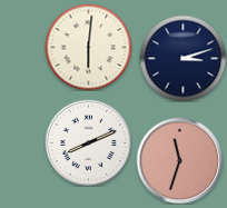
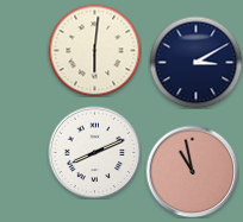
clock at (182, 58): 3:12 -> 3:10
clock at (179, 160): 11:33 -> 10:58
